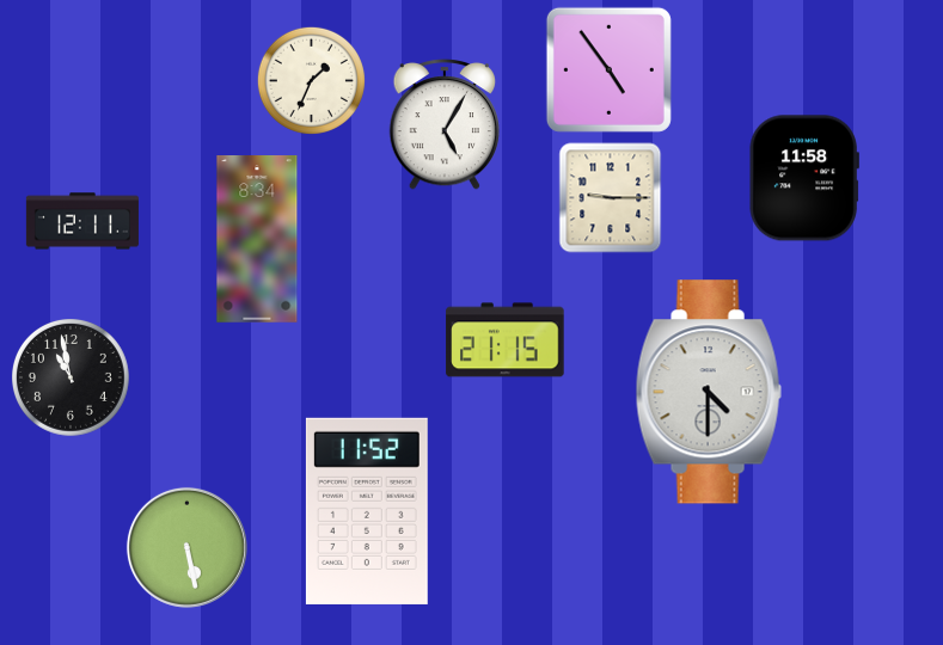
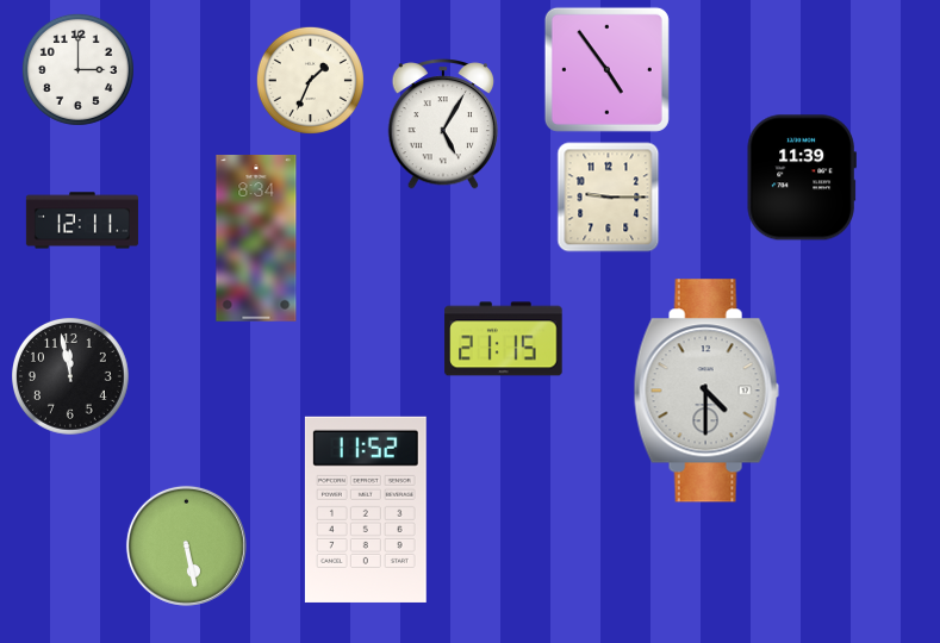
clock at (77, 69): none -> 3:00
clock at (804, 178): 11:58 -> 11:39
clock at (72, 379): 10:58 -> 11:58
